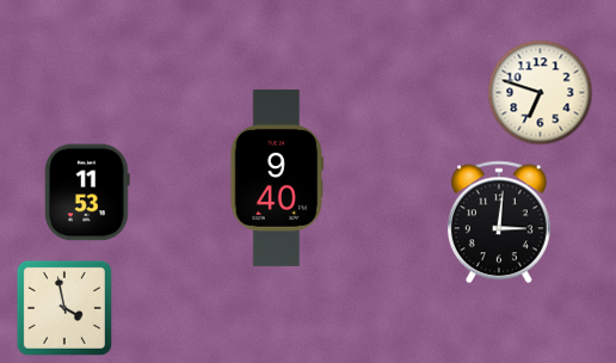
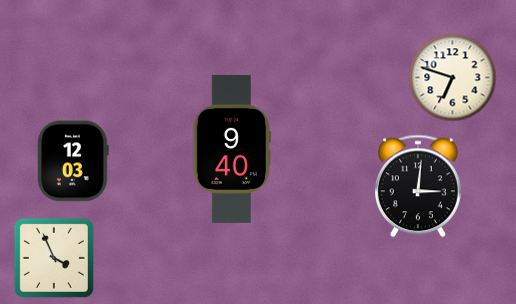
clock at (87, 192): 11:53 -> 12:03
clock at (64, 308): 3:58 -> 3:56
